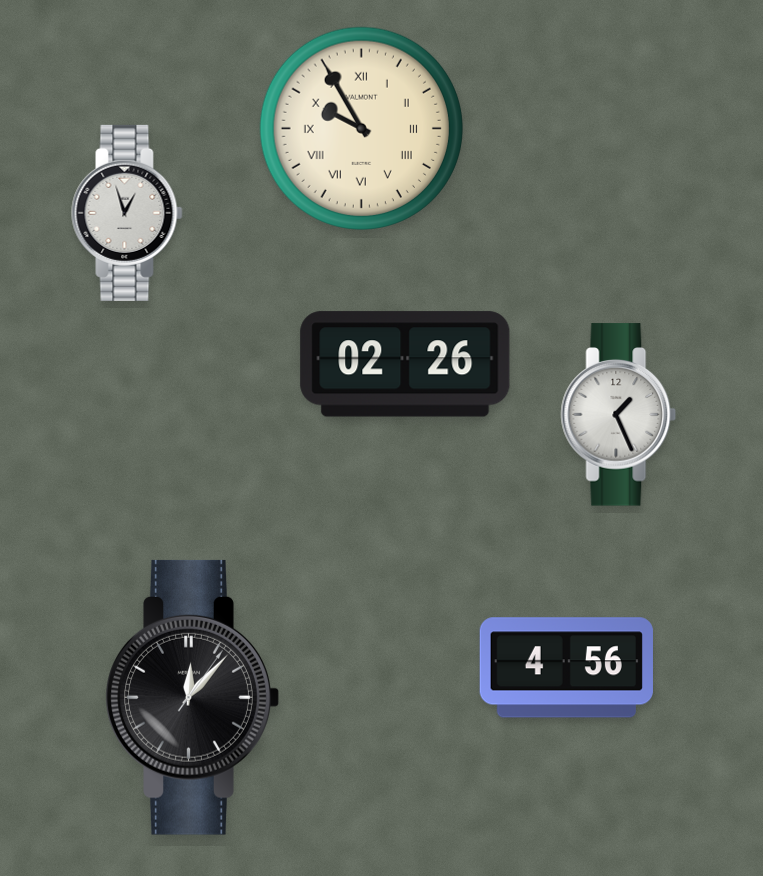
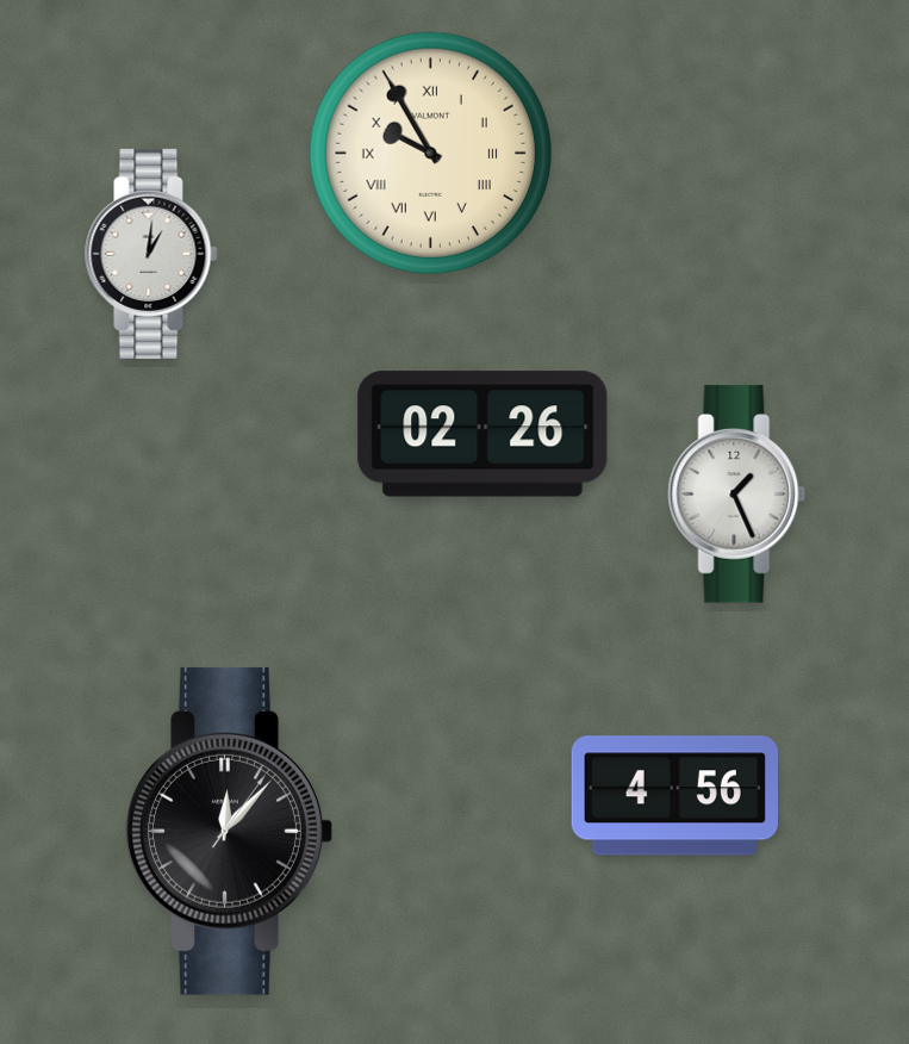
clock at (127, 213): 12:57 -> 1:01
